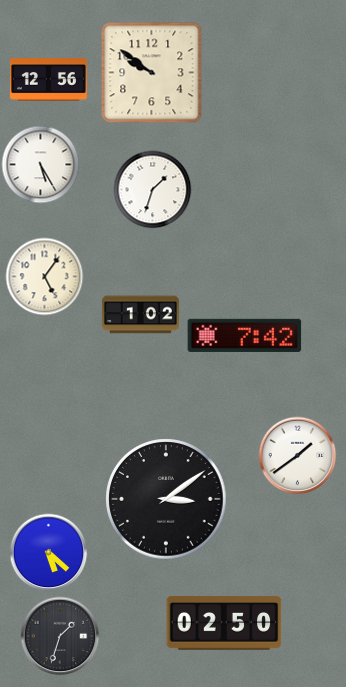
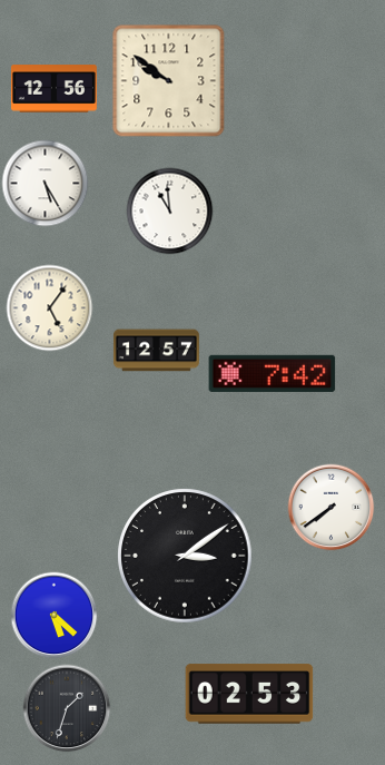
clock at (152, 189): 1:33 -> 10:59
clock at (140, 315): 1:02 -> 12:57
clock at (297, 455): 1:39 -> 7:39
clock at (224, 623): 02:50 -> 02:53
